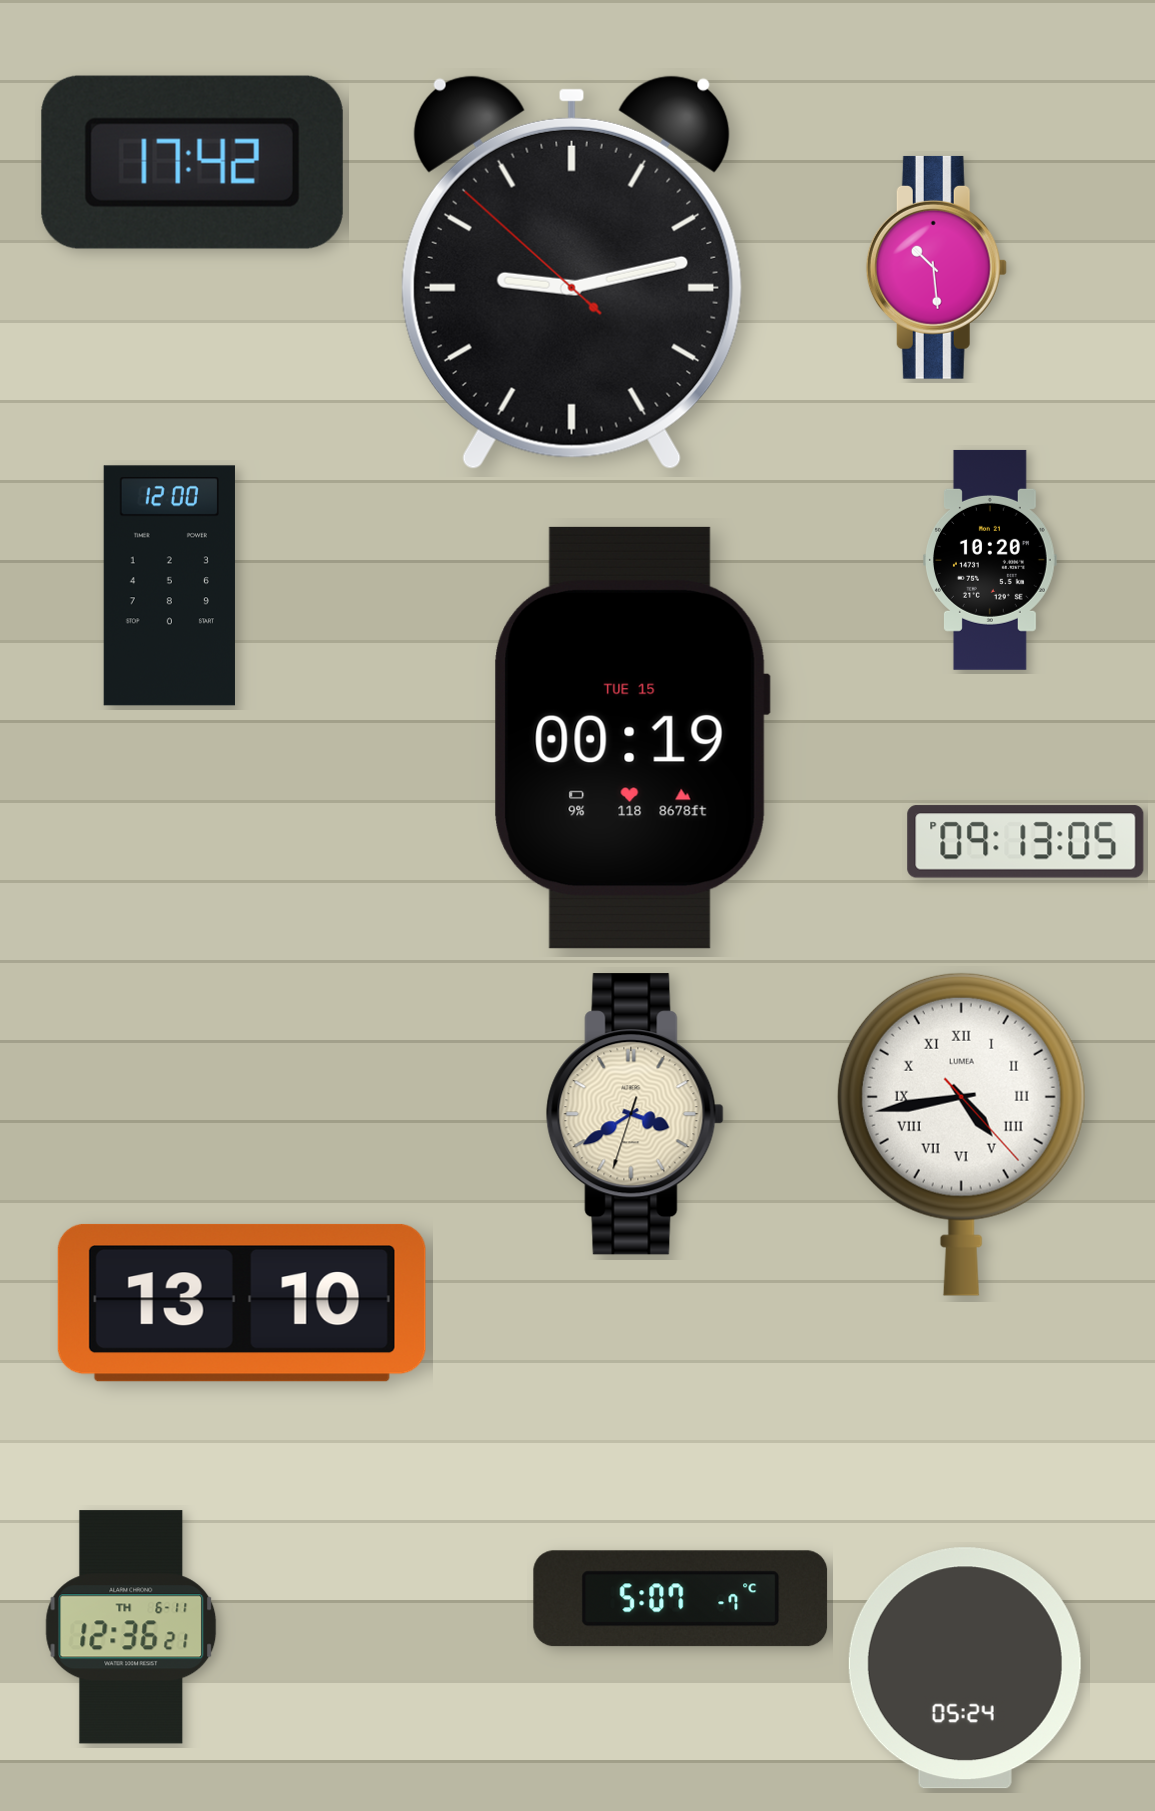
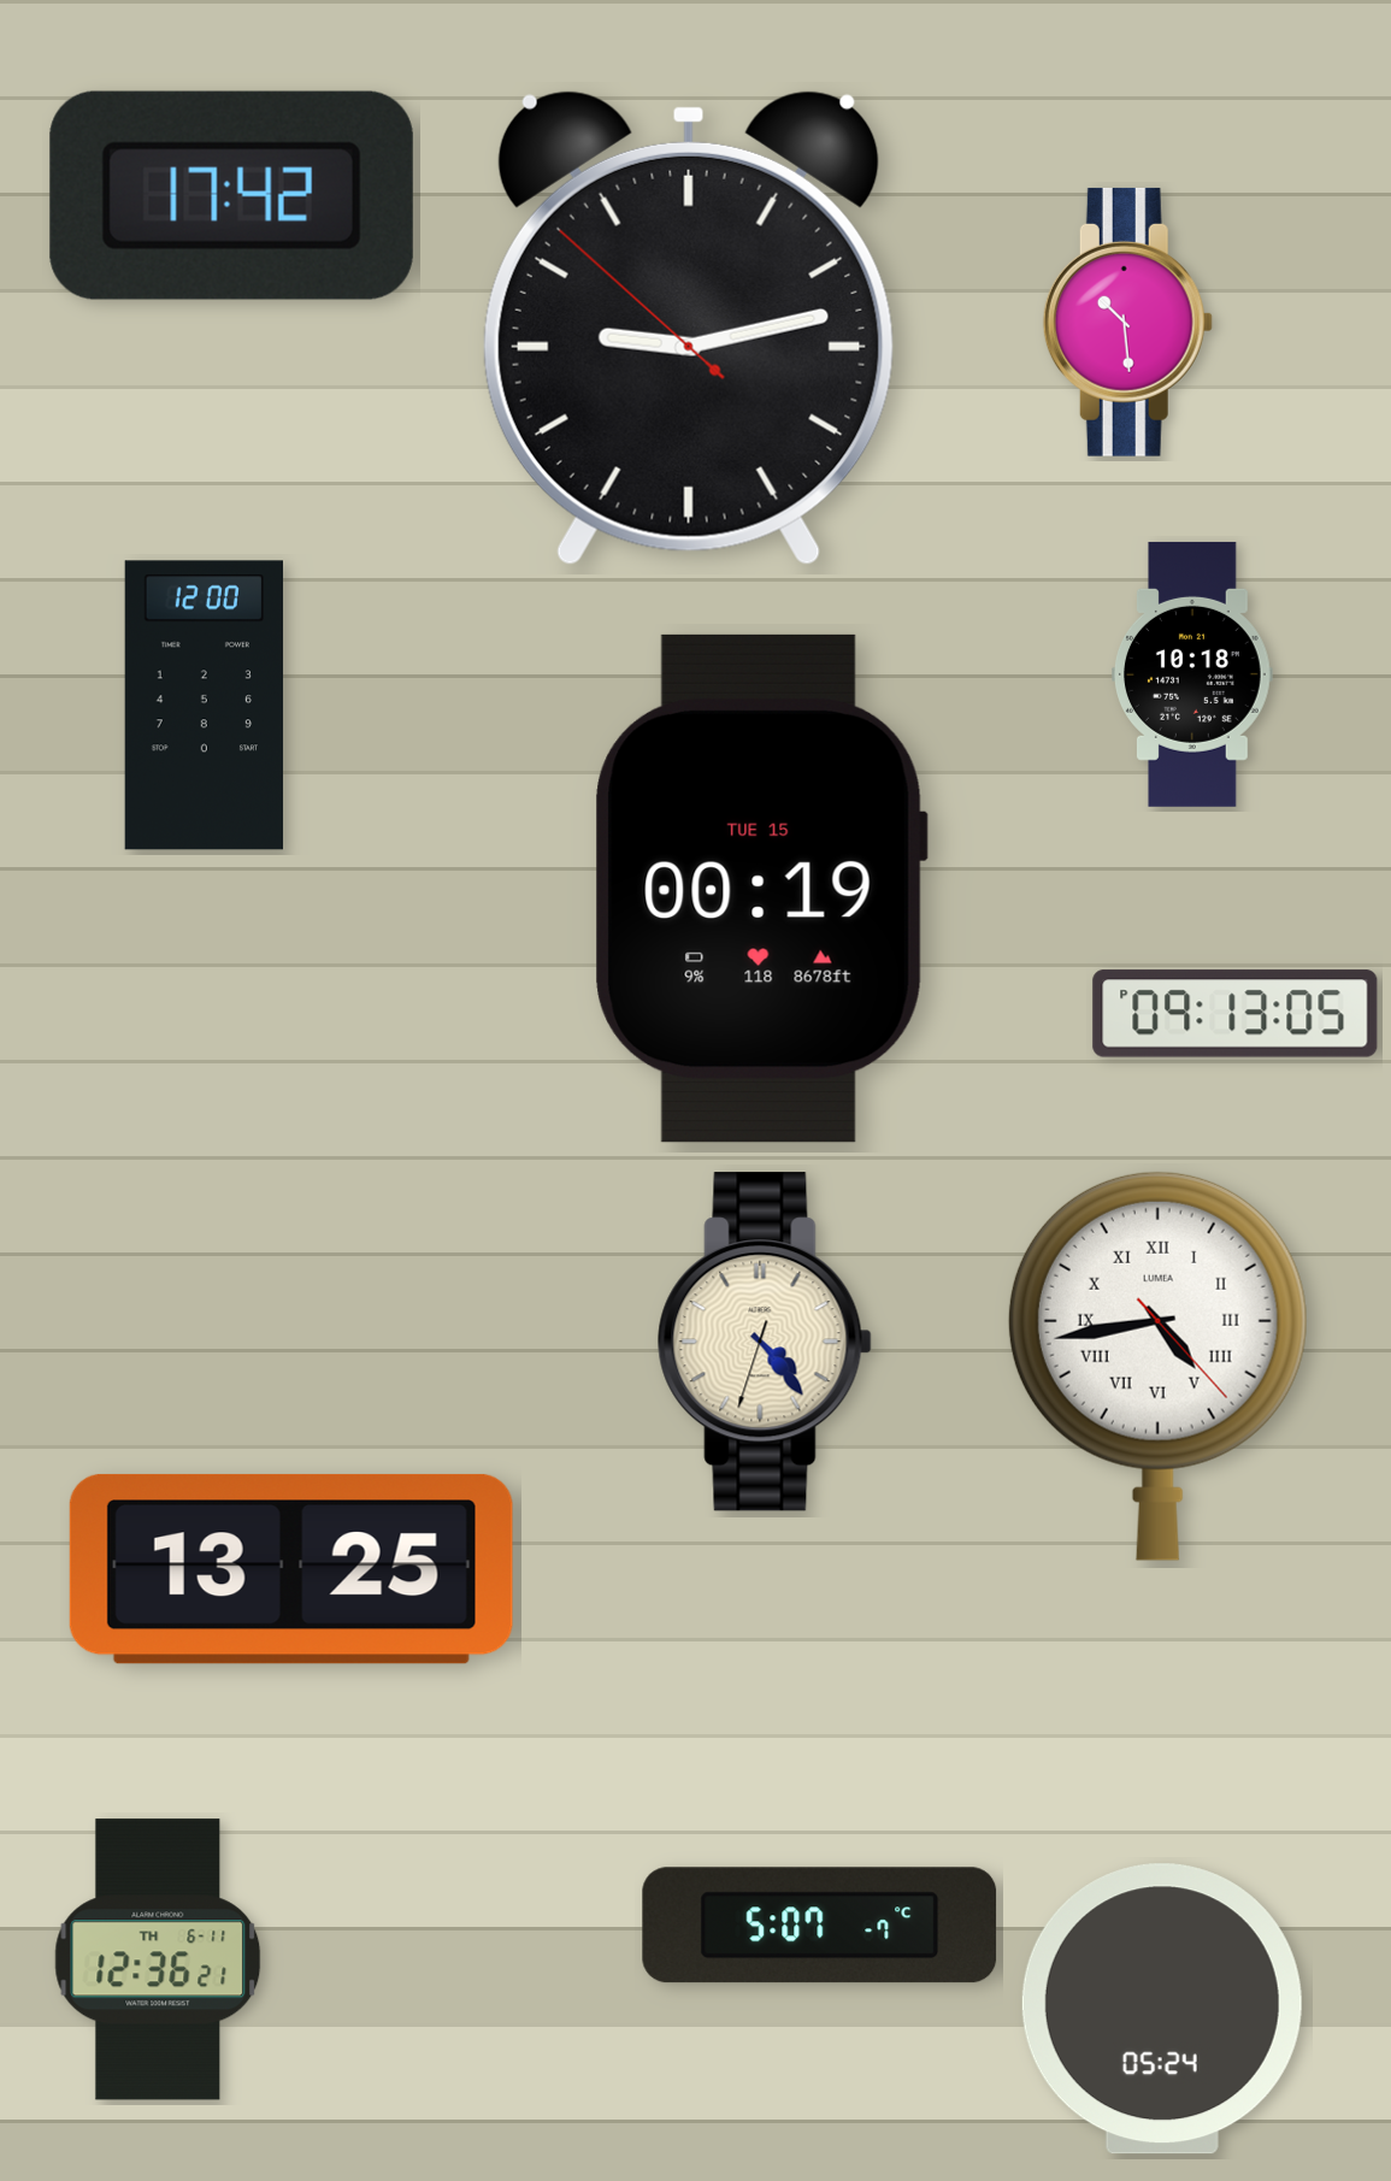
clock at (991, 560): 10:20 -> 10:18
clock at (635, 1114): 3:39 -> 4:23
clock at (242, 1303): 13:10 -> 13:25
